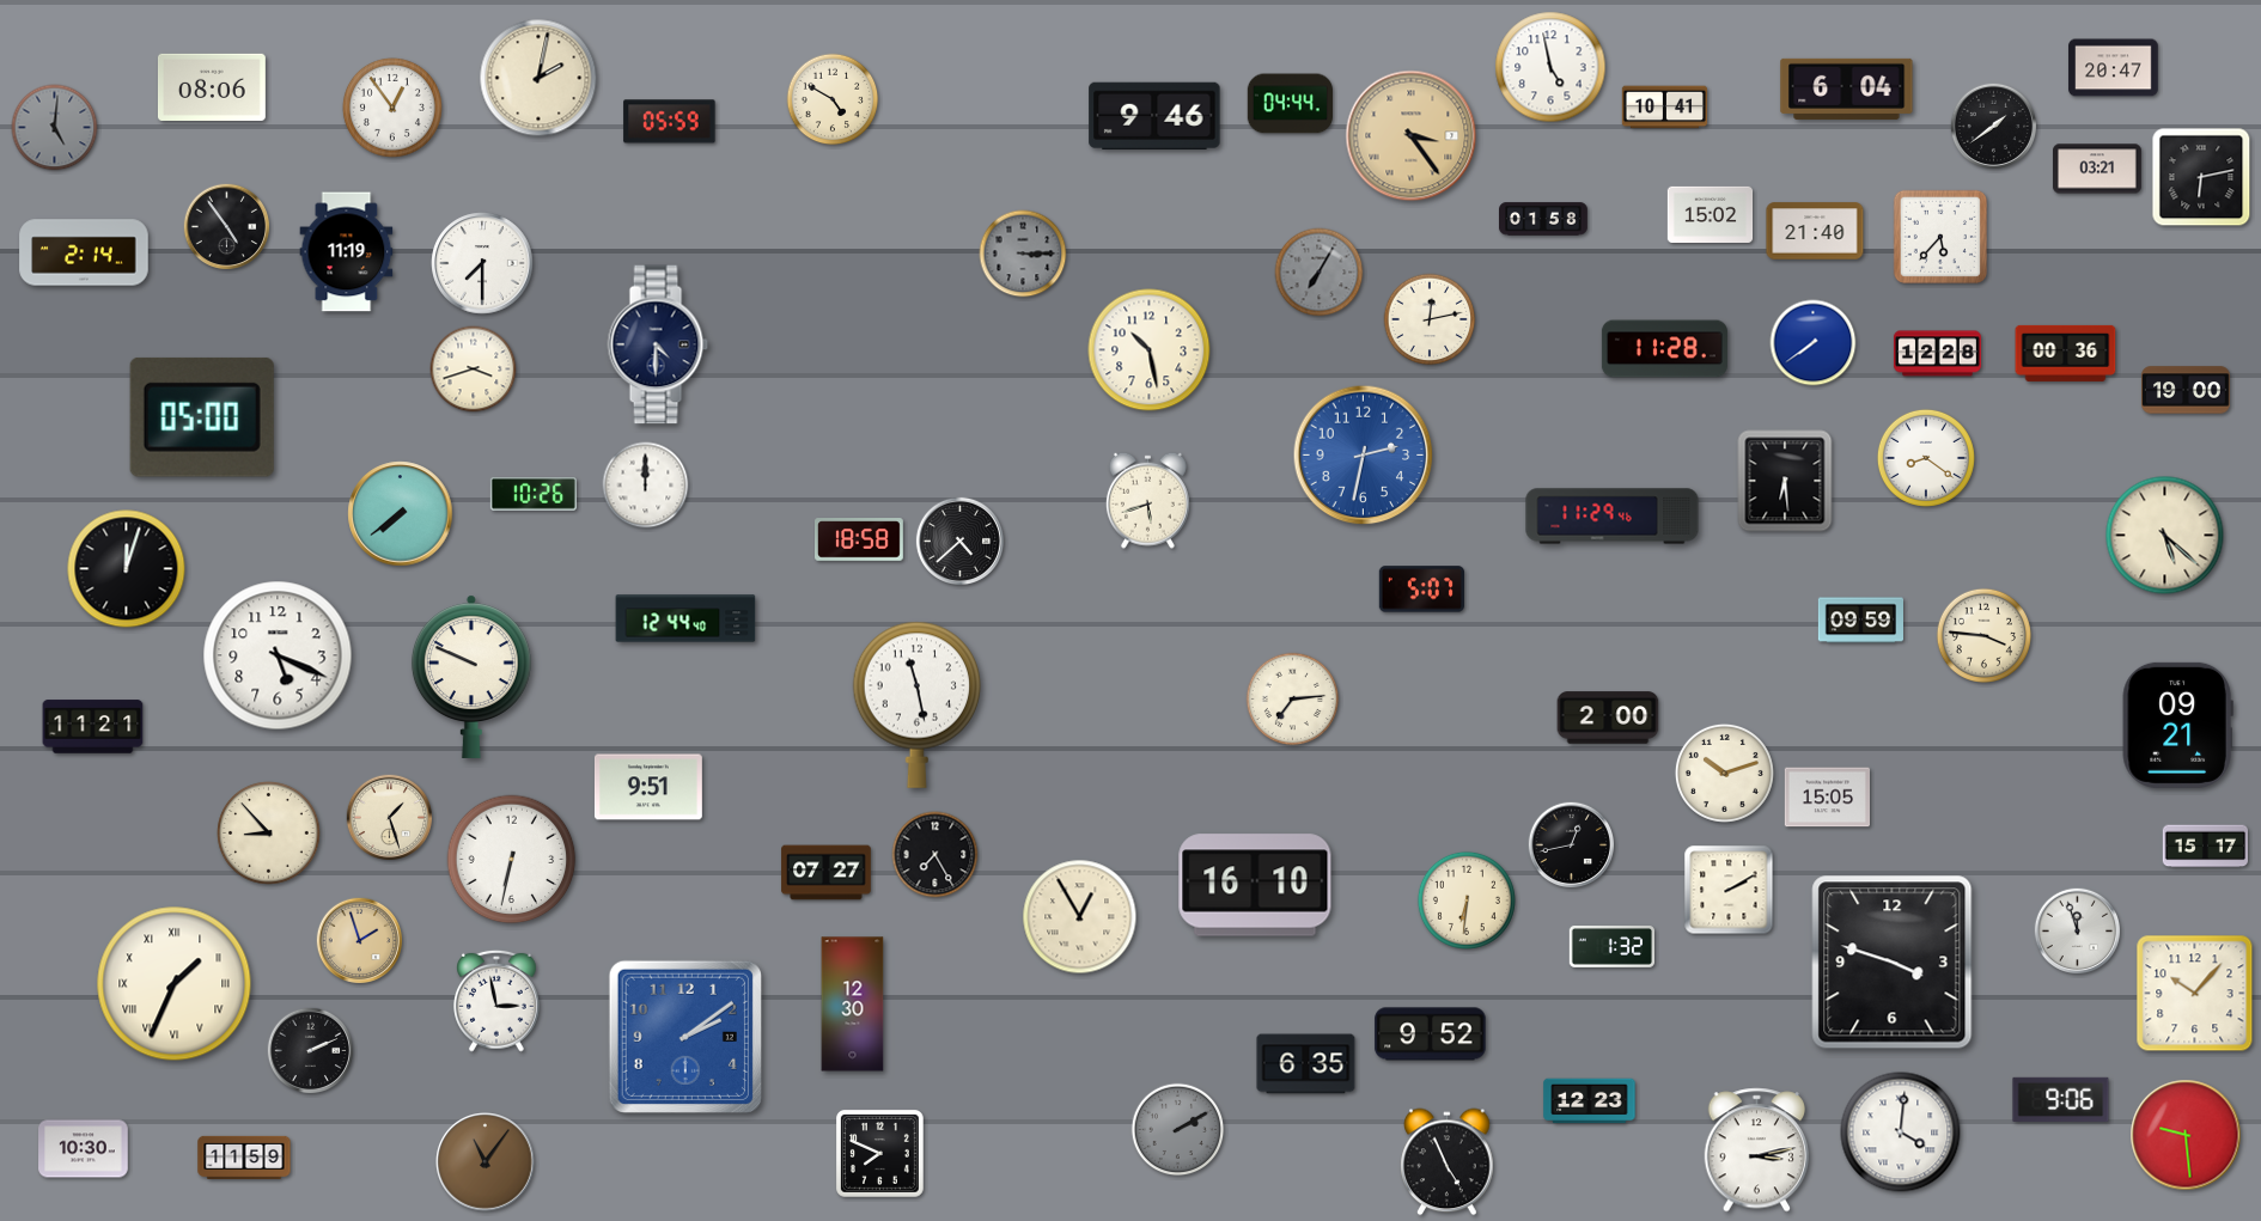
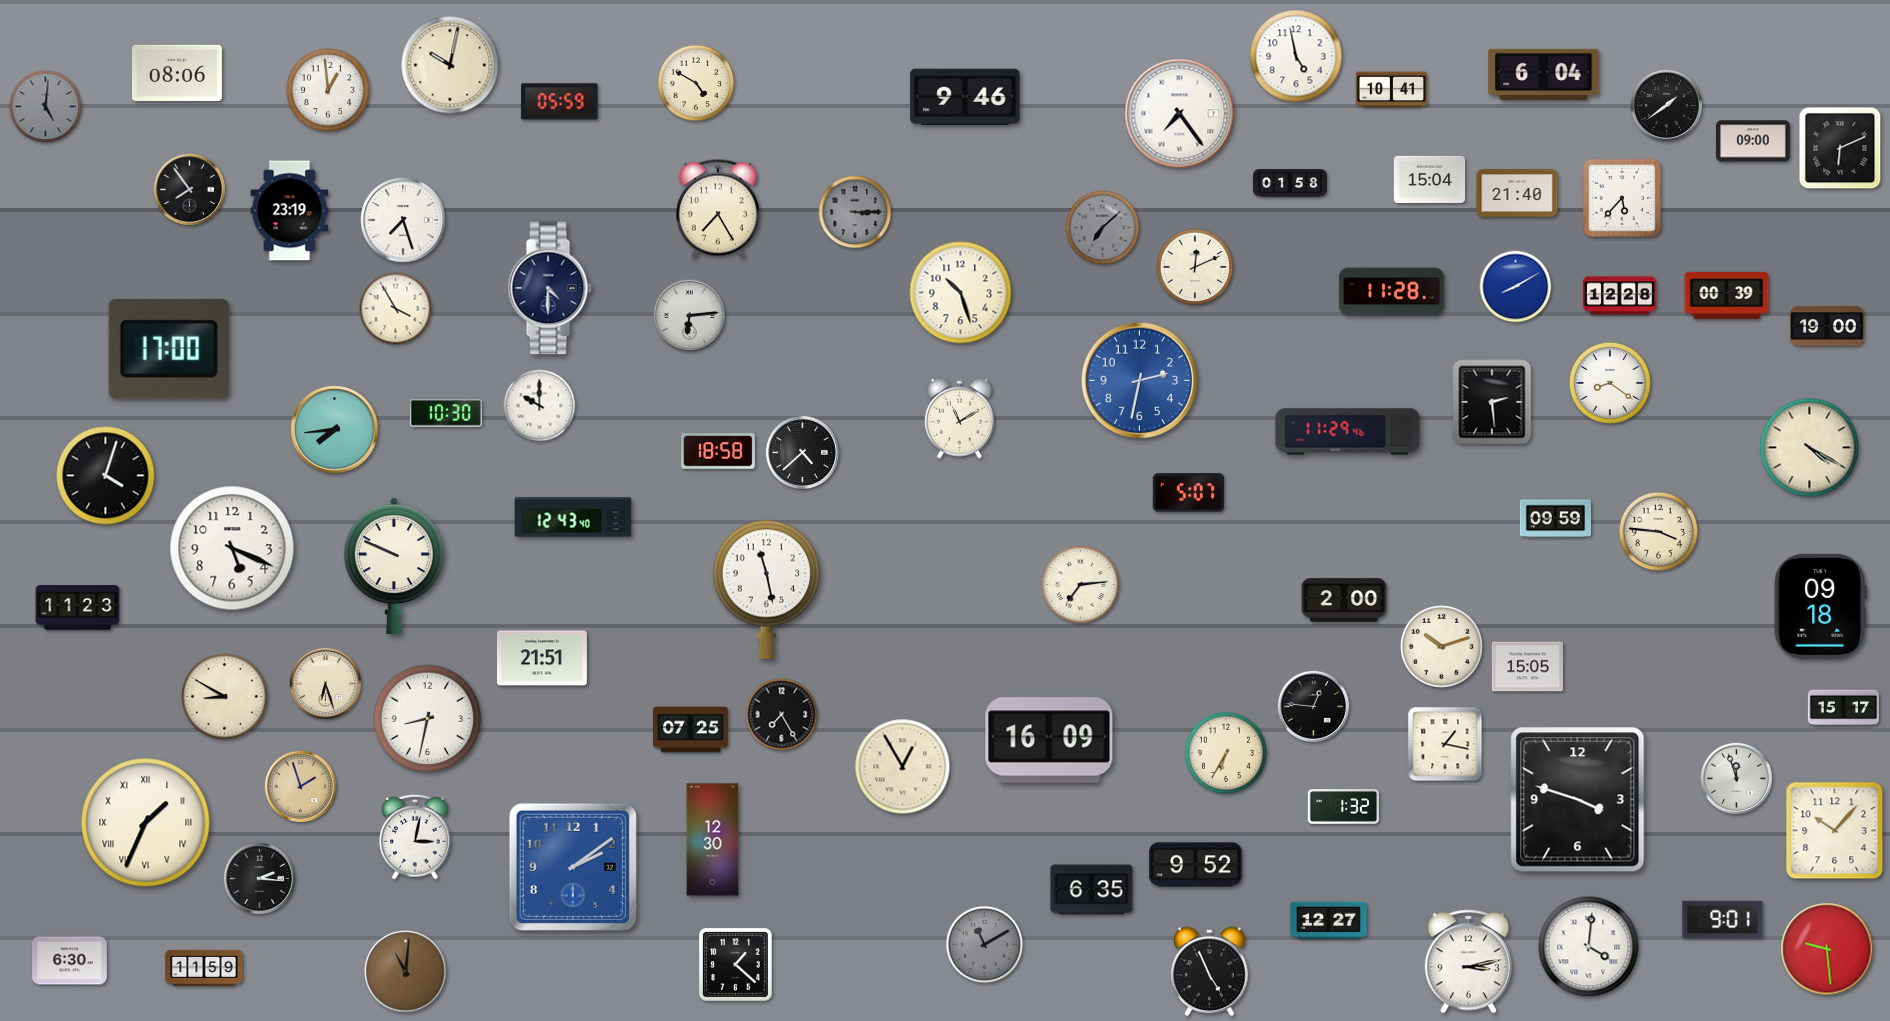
clock at (2114, 68): 20:47 -> none
clock at (538, 78): 2:02 -> 10:02
clock at (1290, 104): 04:44 -> none
clock at (392, 108): 12:54 -> 12:59
clock at (1412, 136): 3:24 -> 7:24
clock at (1412, 136) dial: champagne -> white
clock at (2098, 169): 03:21 -> 09:00
clock at (2201, 177): 6:13 -> 6:11
clock at (1711, 214): 15:02 -> 15:04
clock at (227, 227): 4:54 -> 7:54
clock at (718, 209): none -> 7:25
clock at (84, 252): 2:14 -> none
clock at (347, 252): 11:19 -> 23:19
clock at (482, 263): 7:30 -> 7:27
clock at (1320, 273): 7:05 -> 7:08
clock at (1430, 319): 12:13 -> 12:11
clock at (1814, 343): 7:39 -> 8:10
clock at (1150, 350): 10:28 -> 10:27
clock at (2066, 353): 00:36 -> 00:39
clock at (474, 370): 3:42 -> 3:55
clock at (690, 316): none -> 6:14
clock at (202, 417): 05:00 -> 17:00
clock at (1785, 481): 6:29 -> 2:29
clock at (646, 486): 12:00 -> 10:00
clock at (534, 495): 10:26 -> 10:30
clock at (1147, 500): 5:42 -> 11:10
clock at (401, 514): 7:39 -> 7:44
clock at (2165, 536): 5:22 -> 4:20
clock at (127, 569): 12:03 -> 4:03
clock at (685, 618): 12:44 -> 12:43
clock at (2177, 725): 09:21 -> 09:18
clock at (93, 727): 11:21 -> 11:23
clock at (648, 787): 9:51 -> 21:51
clock at (390, 818): 1:27 -> 6:27
clock at (269, 834): 8:53 -> 8:50
clock at (1572, 845): 12:43 -> 12:46
clock at (512, 860): 6:32 -> 8:32
clock at (827, 873): 07:27 -> 07:25
clock at (1255, 885): 16:10 -> 16:09
clock at (1729, 890): 2:10 -> 1:17
clock at (1467, 901): 6:31 -> 6:35
clock at (1611, 947) position: (1611, 947) -> (1343, 807)
clock at (1893, 963) position: (1893, 963) -> (1578, 800)
clock at (498, 1001): 2:58 -> 3:02
clock at (311, 1051): 2:11 -> 2:16
clock at (2061, 1099): 9:06 -> 9:01
clock at (1590, 1101): 12:23 -> 12:27
clock at (1178, 1130): 2:10 -> 11:10
clock at (84, 1149): 10:30 -> 6:30
clock at (880, 1154): 7:49 -> 1:22
clock at (486, 1162): 11:06 -> 11:01
